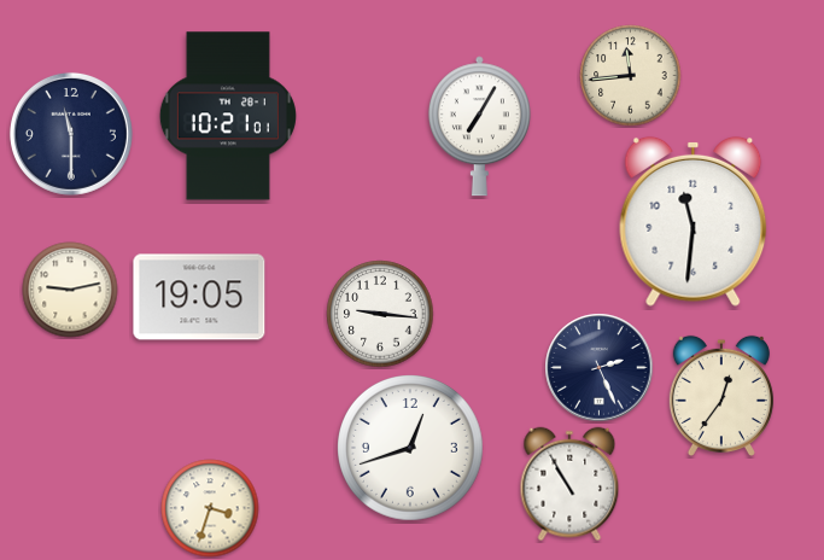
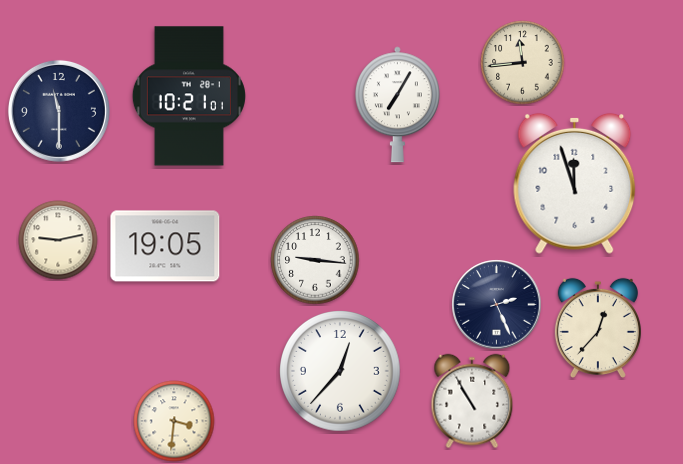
clock at (694, 221): 11:31 -> 11:57
clock at (721, 395): 12:36 -> 12:37
clock at (411, 449): 12:42 -> 12:37
clock at (210, 508): 3:33 -> 3:31
